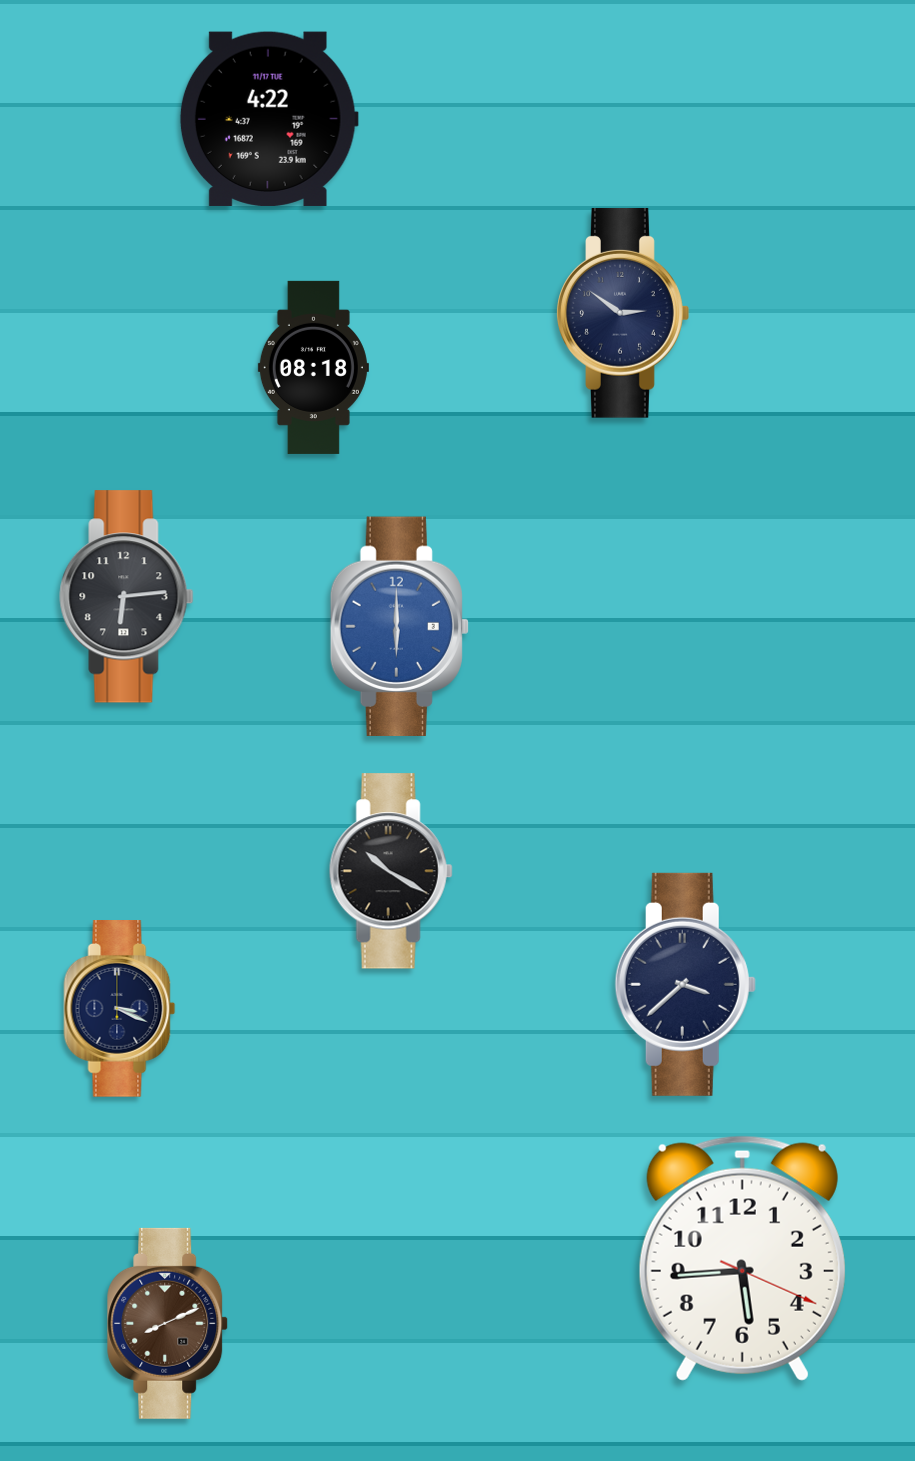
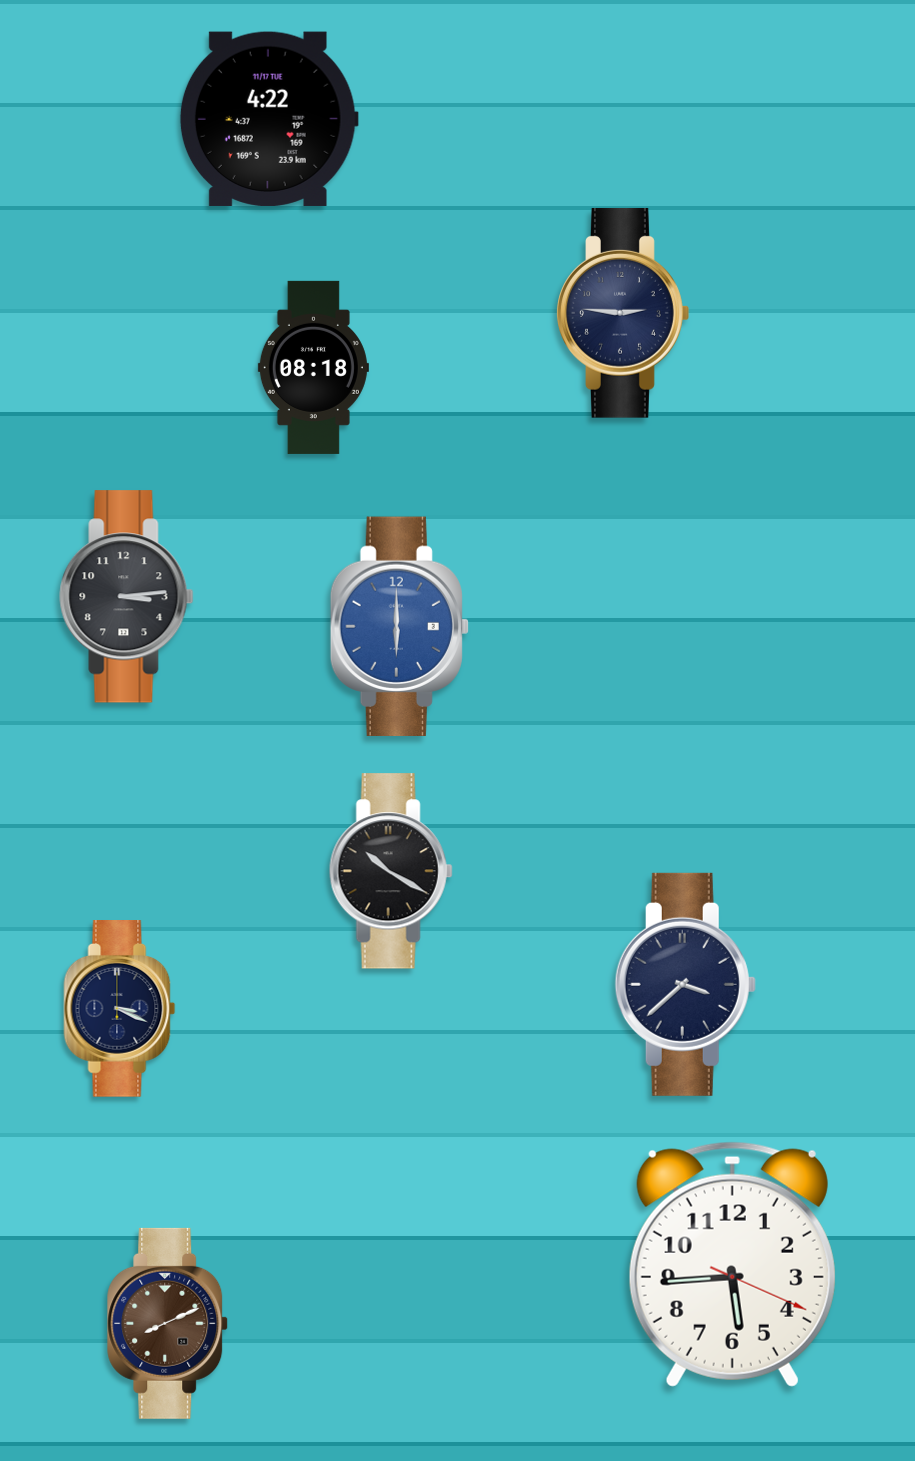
clock at (623, 313): 2:51 -> 2:46
clock at (127, 597): 6:14 -> 3:14
clock at (742, 1258) position: (742, 1258) -> (732, 1264)
